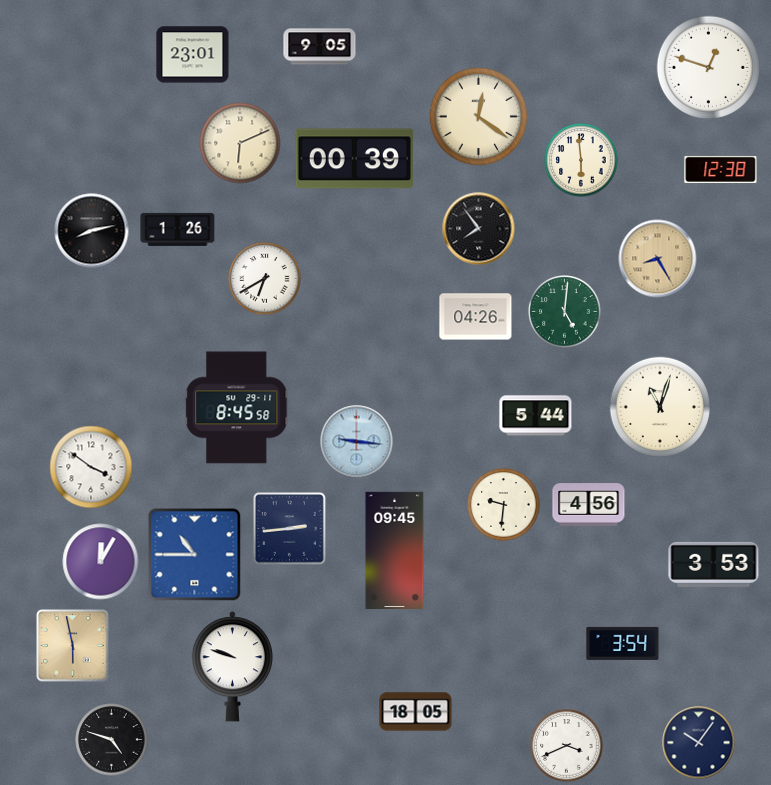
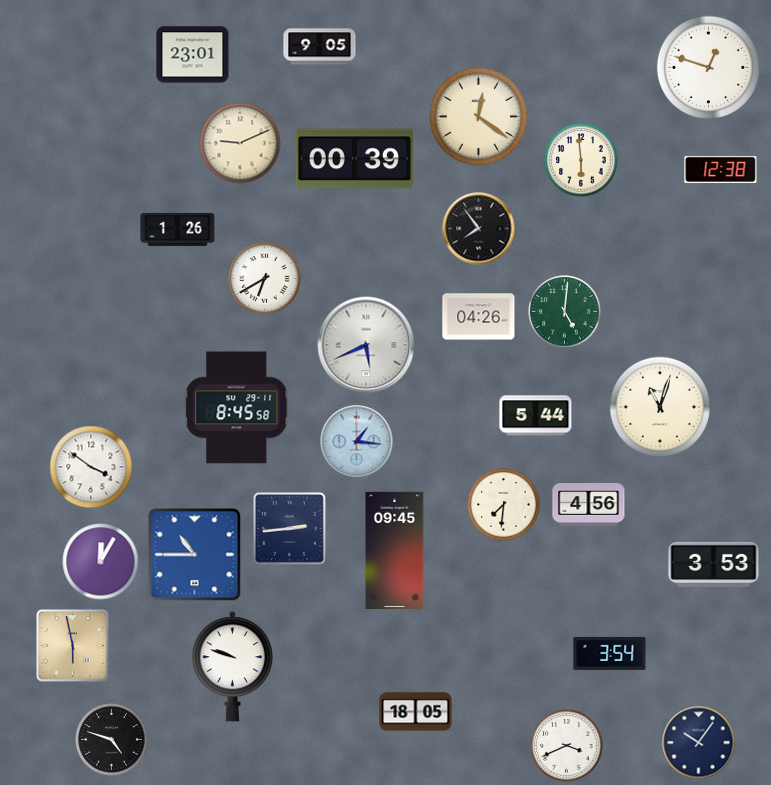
clock at (240, 143): 6:11 -> 9:11
clock at (92, 231): 8:13 -> none
clock at (658, 259): 8:25 -> none
clock at (476, 317) position: (476, 317) -> (479, 317)
clock at (366, 345): none -> 5:41
clock at (357, 442): 9:16 -> 1:16
clock at (504, 505): 9:31 -> 7:31
clock at (623, 643) position: (623, 643) -> (610, 653)
